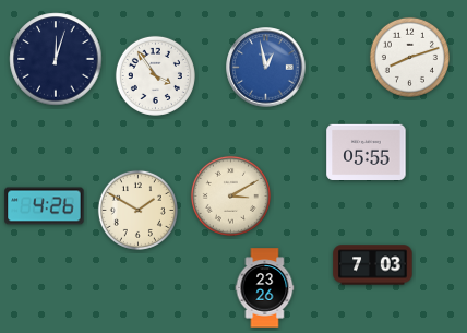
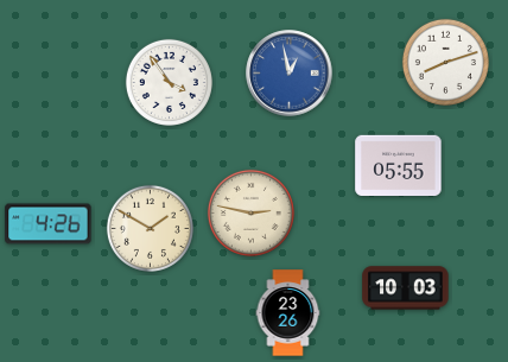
clock at (56, 59): 12:03 -> none
clock at (230, 195): 3:10 -> 2:47
clock at (373, 265): 7:03 -> 10:03
